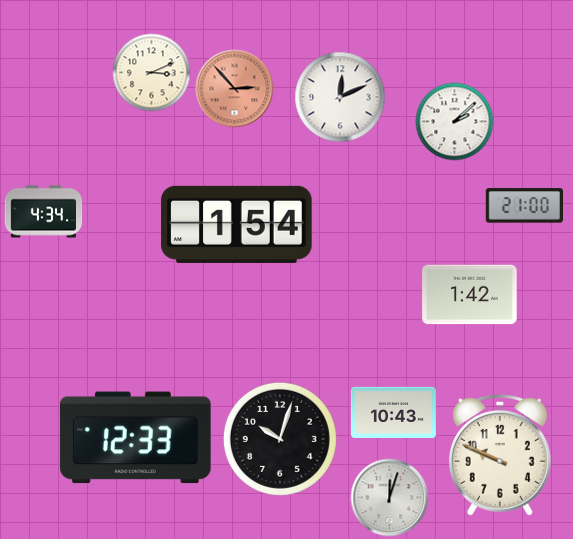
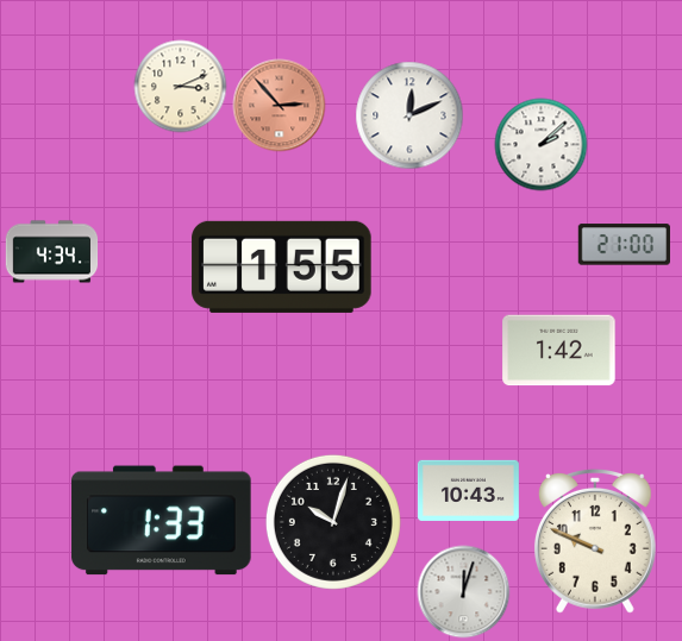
clock at (340, 97) position: (340, 97) -> (409, 115)
clock at (237, 224): 1:54 -> 1:55
clock at (136, 438): 12:33 -> 1:33
